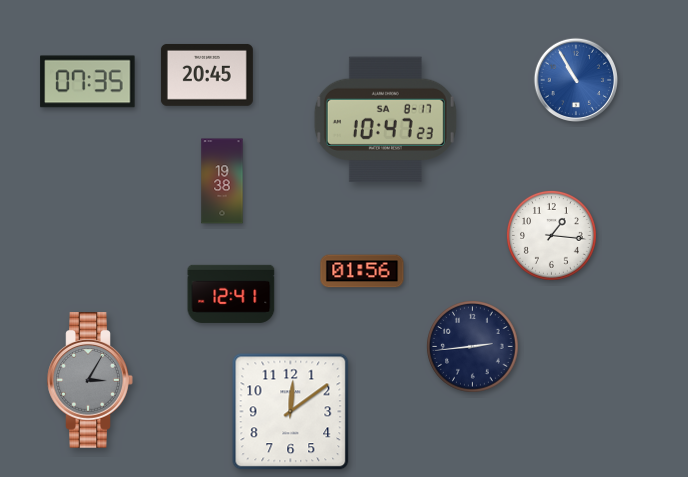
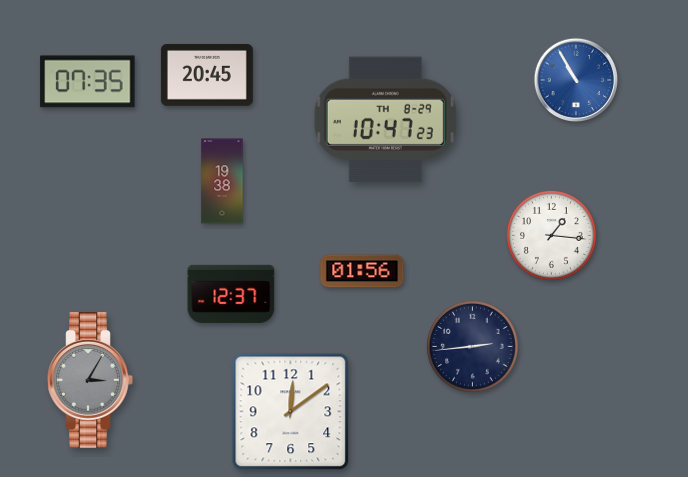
clock at (385, 120) date: SA 8-17 -> TH 8-29
clock at (231, 294): 12:41 -> 12:37
